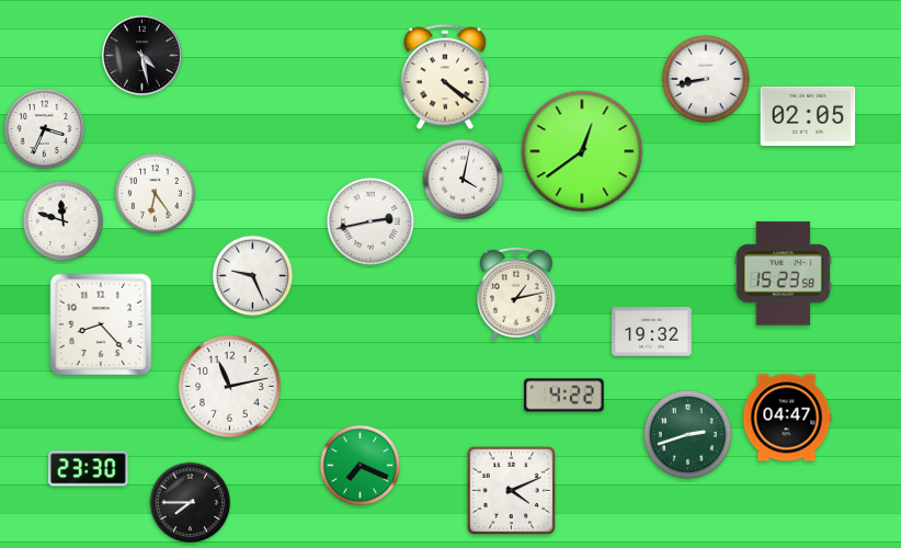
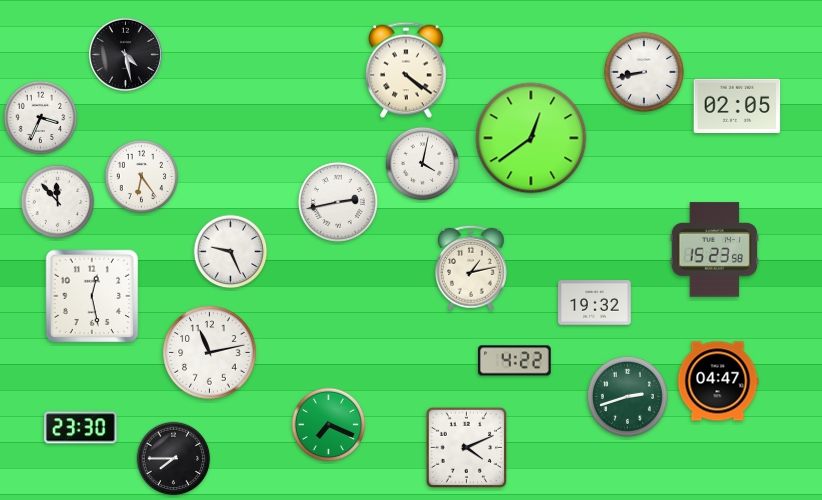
clock at (141, 55) position: (141, 55) -> (125, 54)
clock at (64, 221): 11:48 -> 11:53
clock at (101, 324): 8:23 -> 12:28
